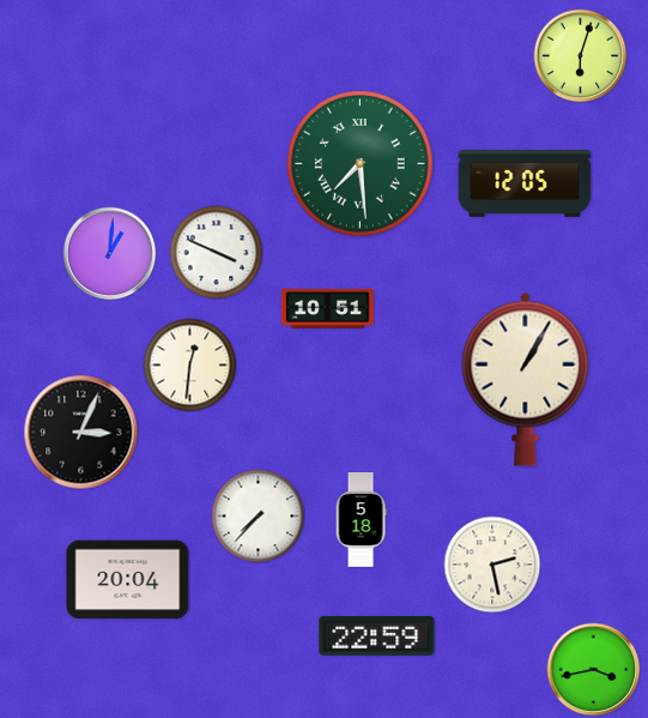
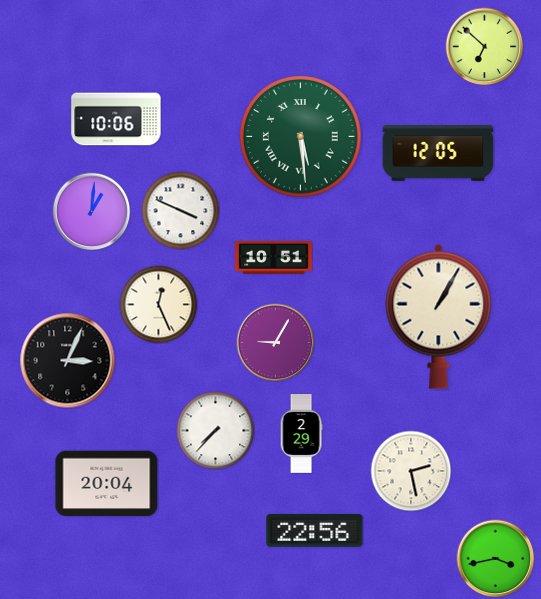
clock at (580, 55): 6:03 -> 6:52
clock at (116, 119): none -> 10:06
clock at (361, 164): 7:29 -> 5:29
clock at (189, 364): 12:31 -> 12:26
clock at (275, 342): none -> 9:05
clock at (361, 520): 5:18 -> 2:29
clock at (377, 636): 22:59 -> 22:56
